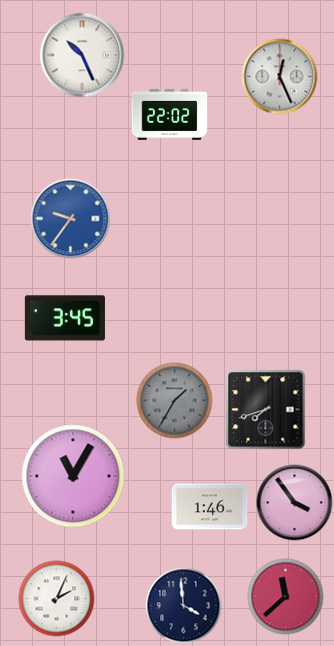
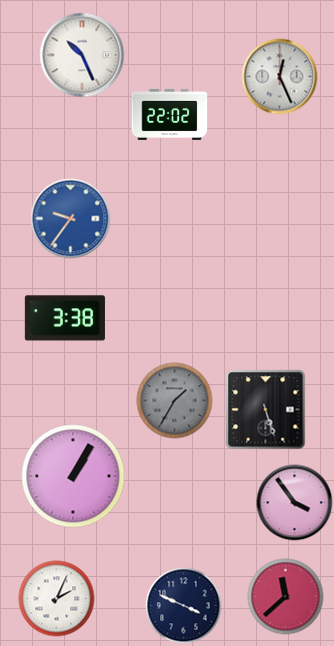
clock at (65, 318): 3:45 -> 3:38
clock at (266, 410): 7:42 -> 5:27
clock at (73, 476): 11:05 -> 1:05
clock at (210, 507): 1:46 -> none
clock at (184, 606): 3:59 -> 3:49
